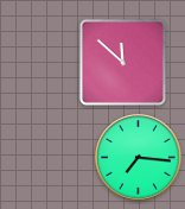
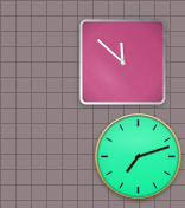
clock at (139, 158): 7:16 -> 7:12
